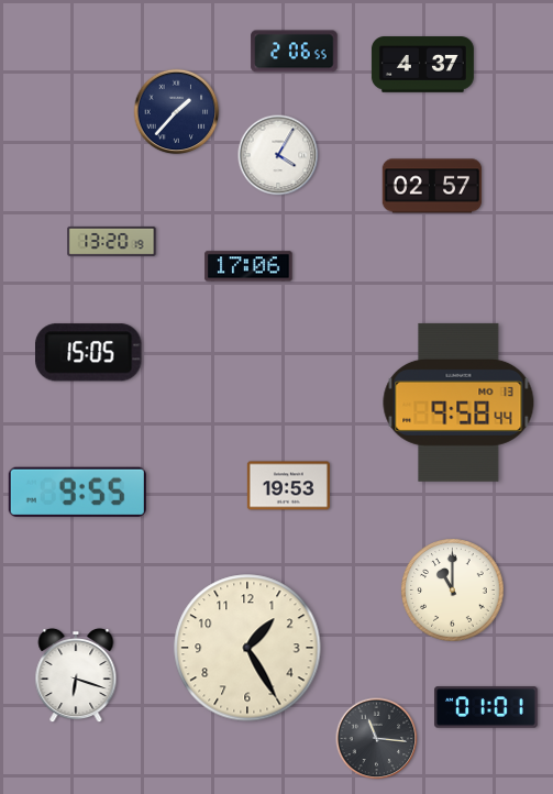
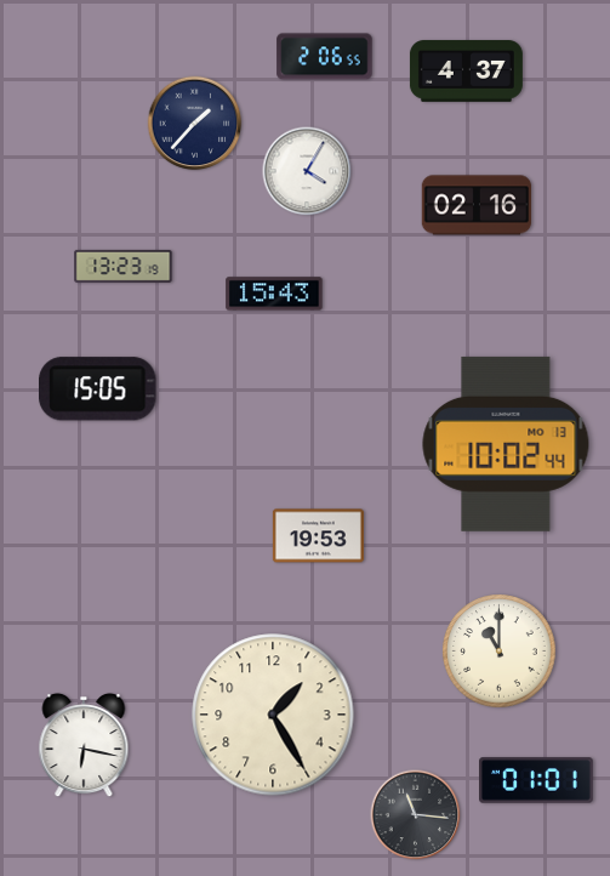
clock at (432, 186): 02:57 -> 02:16
clock at (112, 241): 13:20 -> 13:23
clock at (248, 266): 17:06 -> 15:43
clock at (458, 402): 9:58 -> 10:02
clock at (77, 492): 9:55 -> none
clock at (76, 675): 6:18 -> 6:17
